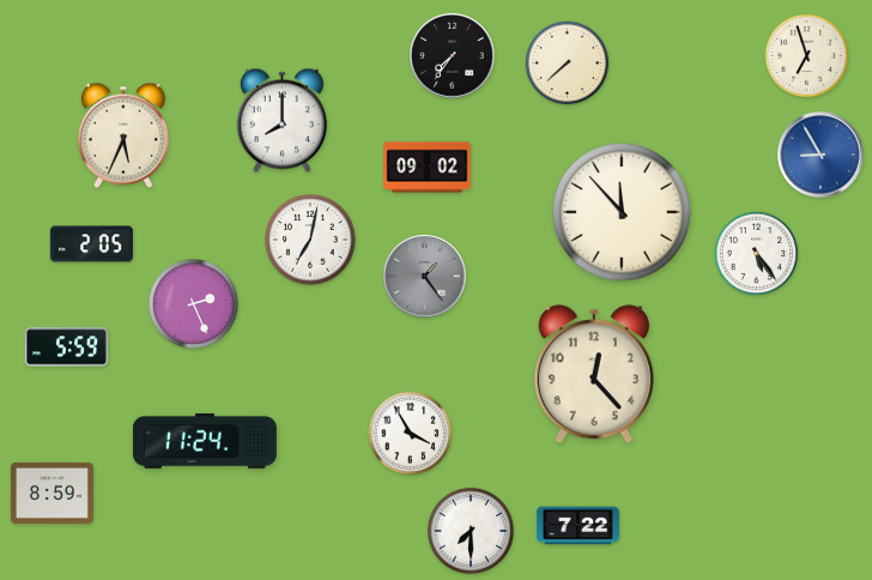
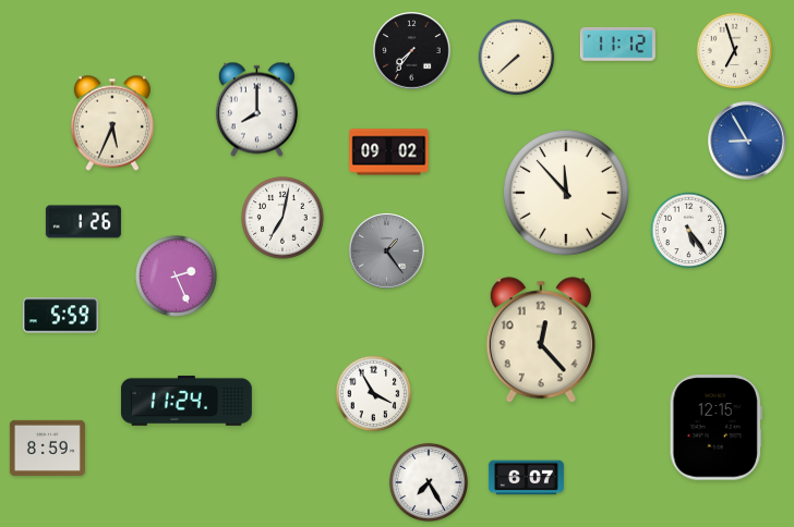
clock at (617, 45): none -> 11:12
clock at (91, 244): 2:05 -> 1:26
clock at (715, 428): none -> 12:15
clock at (577, 526): 7:22 -> 6:07
clock at (471, 531): 7:30 -> 7:25
